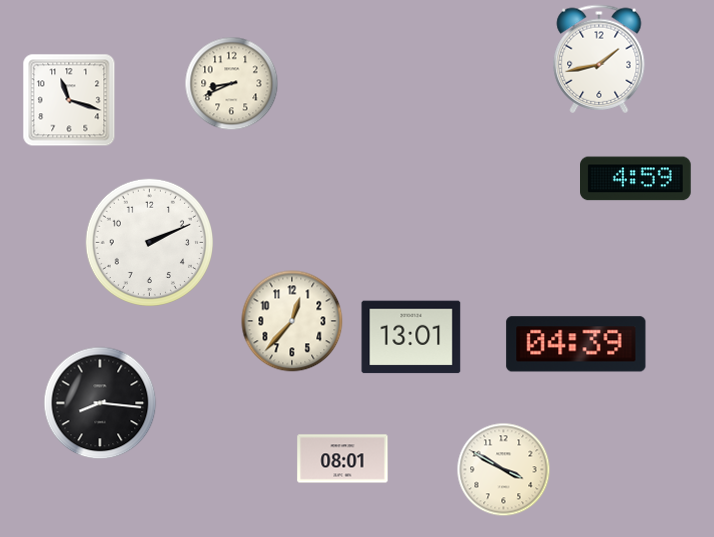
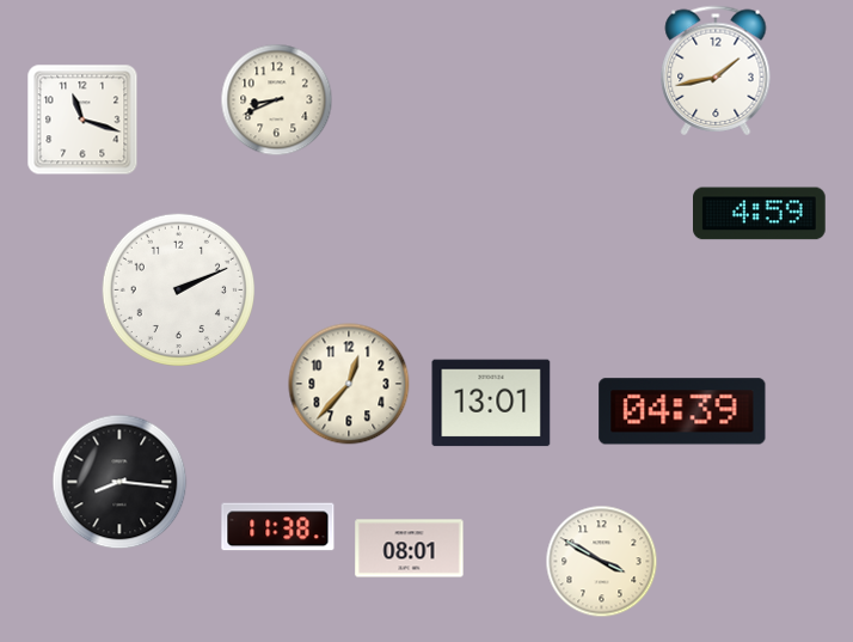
clock at (576, 344) position: (576, 344) -> (682, 411)
clock at (278, 527): none -> 11:38
